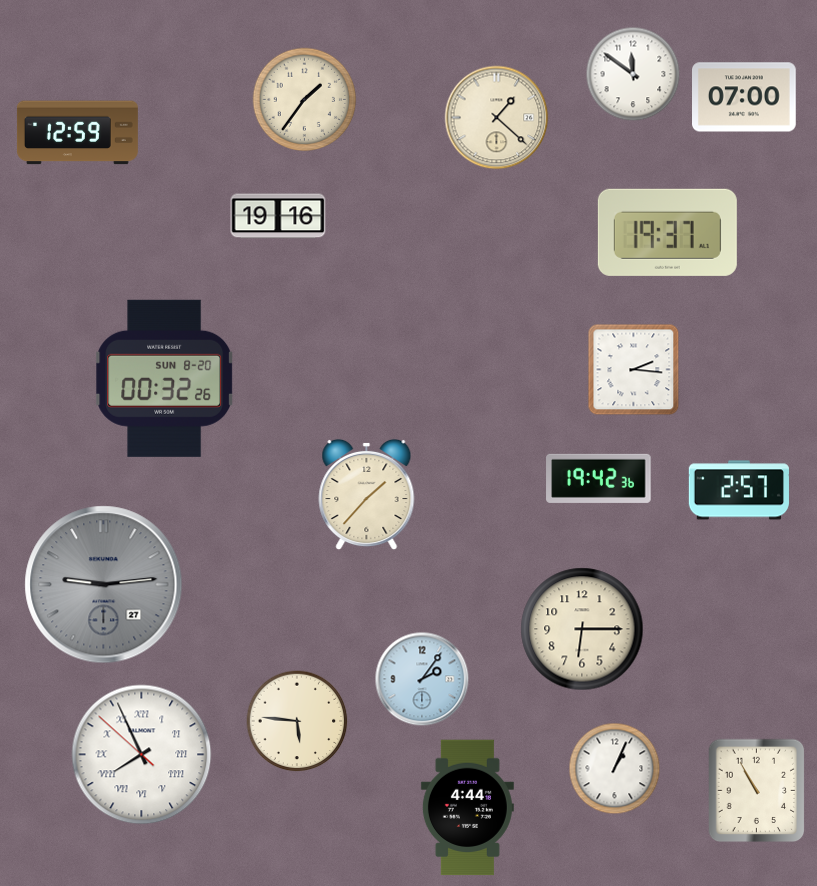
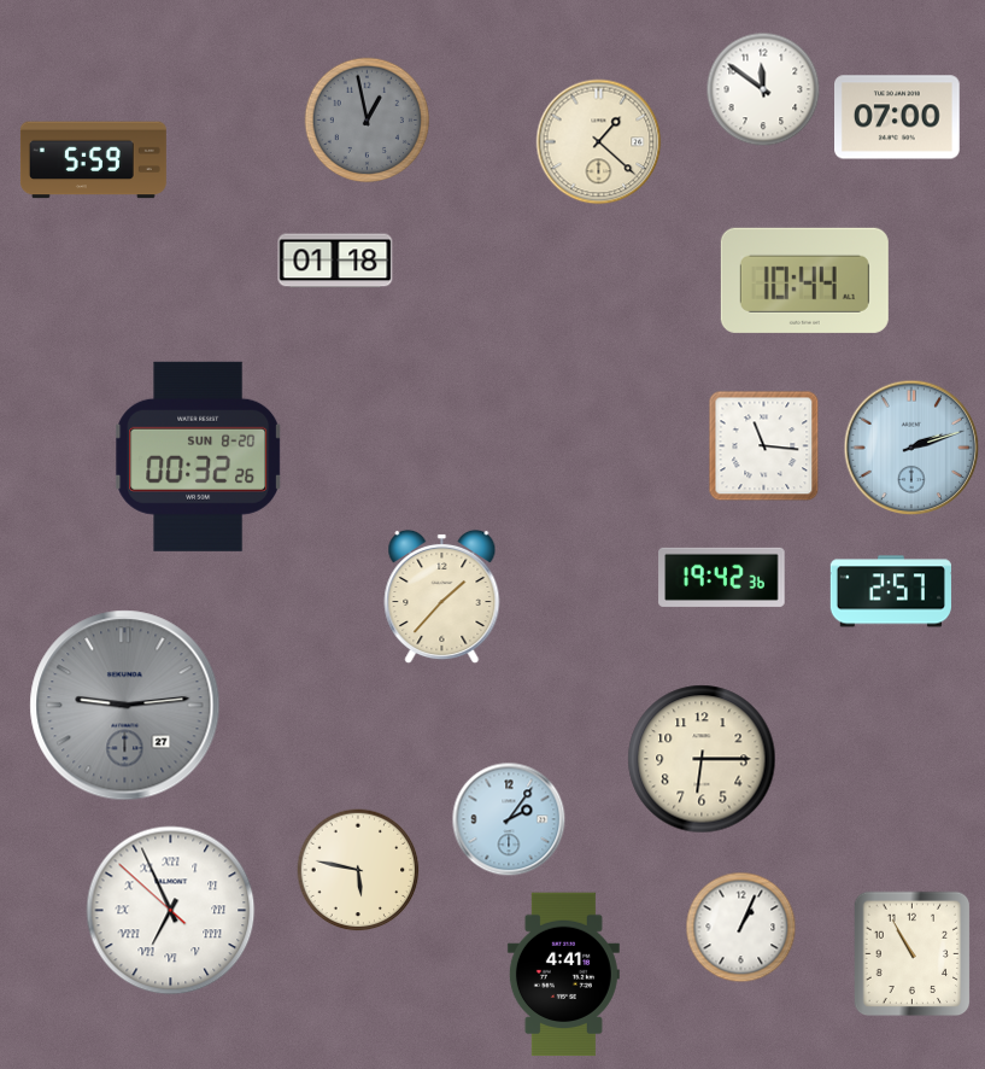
clock at (305, 100): 1:36 -> 12:58
clock at (305, 100) dial: cream -> grey
clock at (77, 133): 12:59 -> 5:59
clock at (278, 216): 19:16 -> 01:18
clock at (667, 232): 19:37 -> 10:44
clock at (634, 370): 2:16 -> 11:16
clock at (911, 448): none -> 2:12
clock at (297, 721): 5:46 -> 5:47
clock at (142, 755): 7:55 -> 6:55
clock at (467, 808): 4:44 -> 4:41
